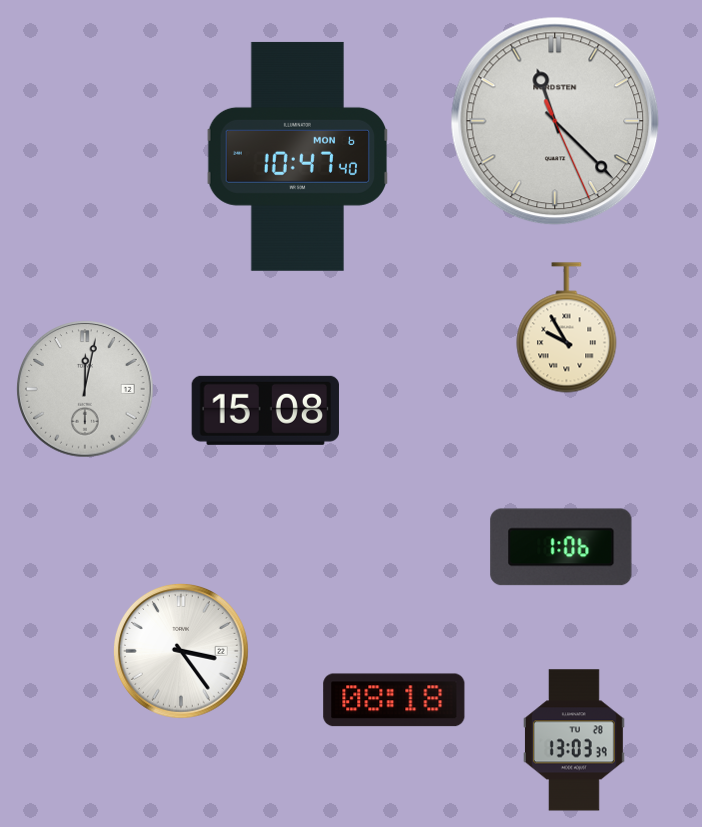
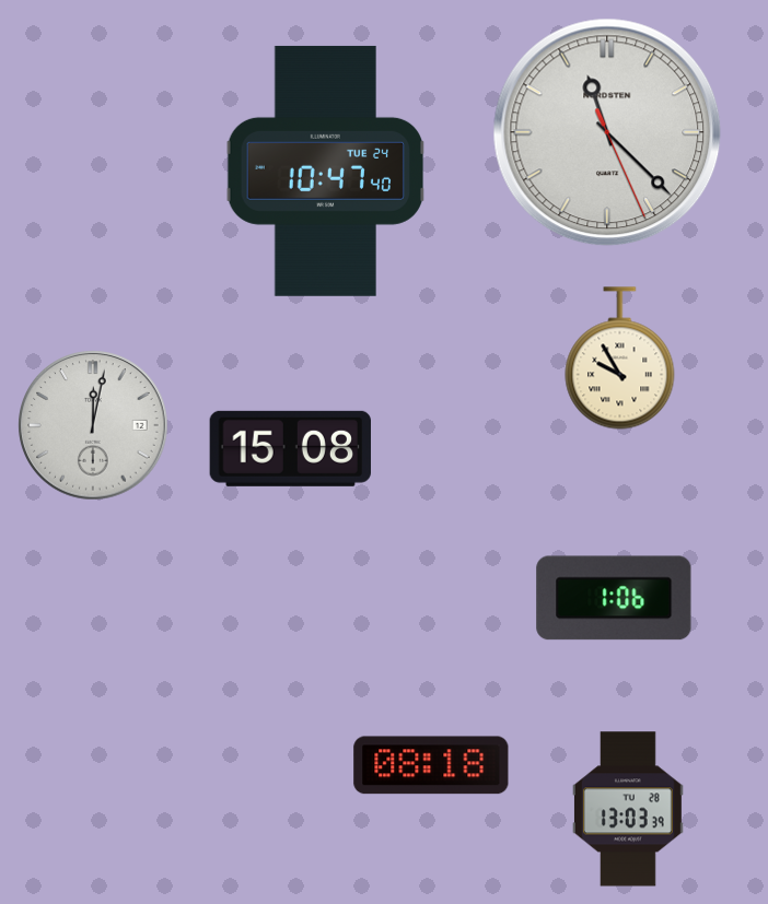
clock at (298, 156) date: MON 6 -> TUE 24
clock at (182, 652): 3:24 -> none
